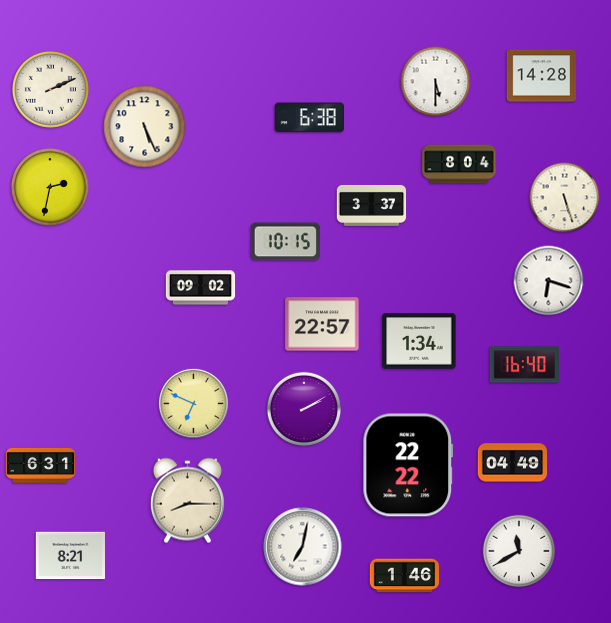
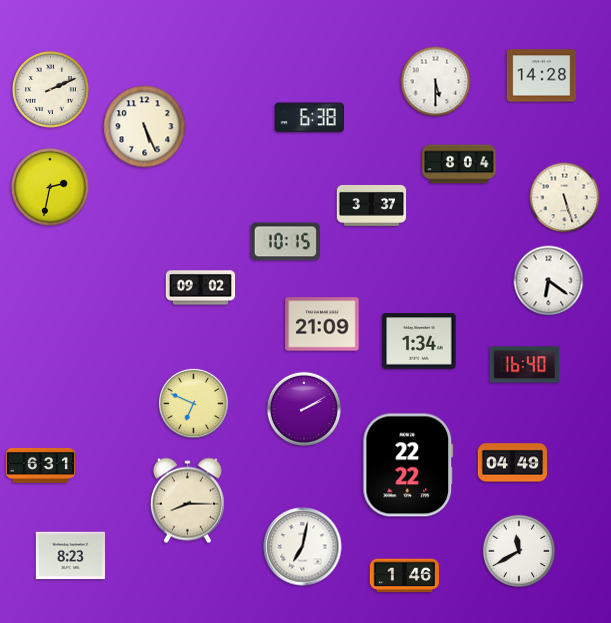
clock at (549, 281): 6:18 -> 6:21
clock at (322, 324): 22:57 -> 21:09
clock at (71, 556): 8:21 -> 8:23
